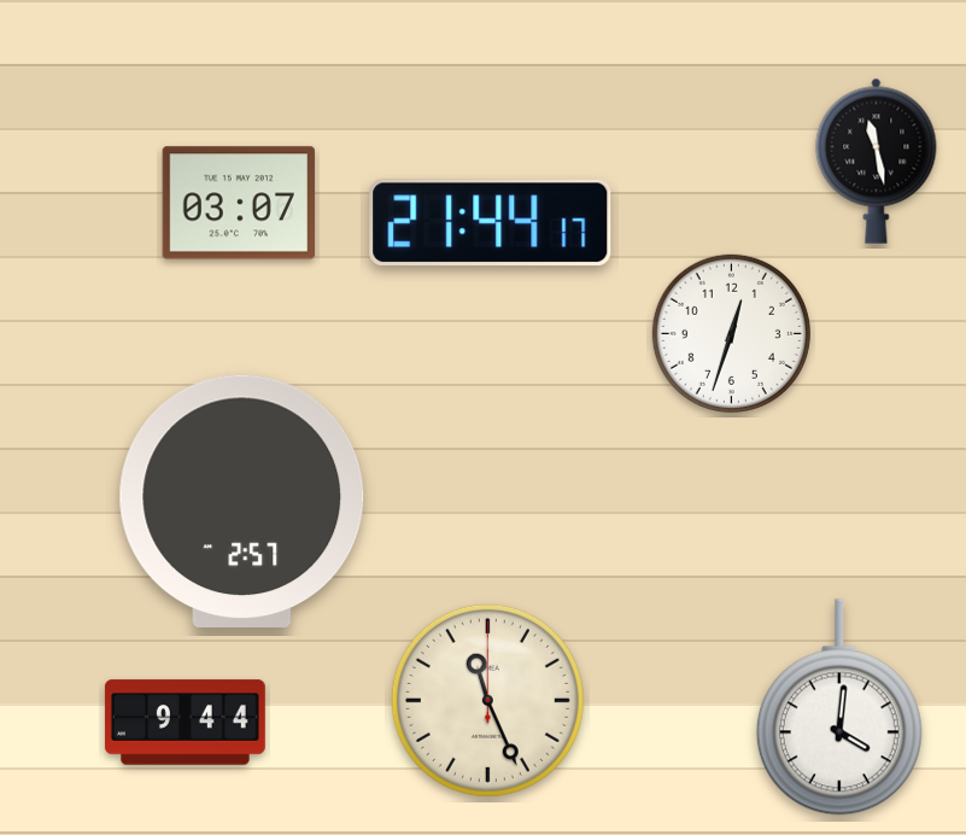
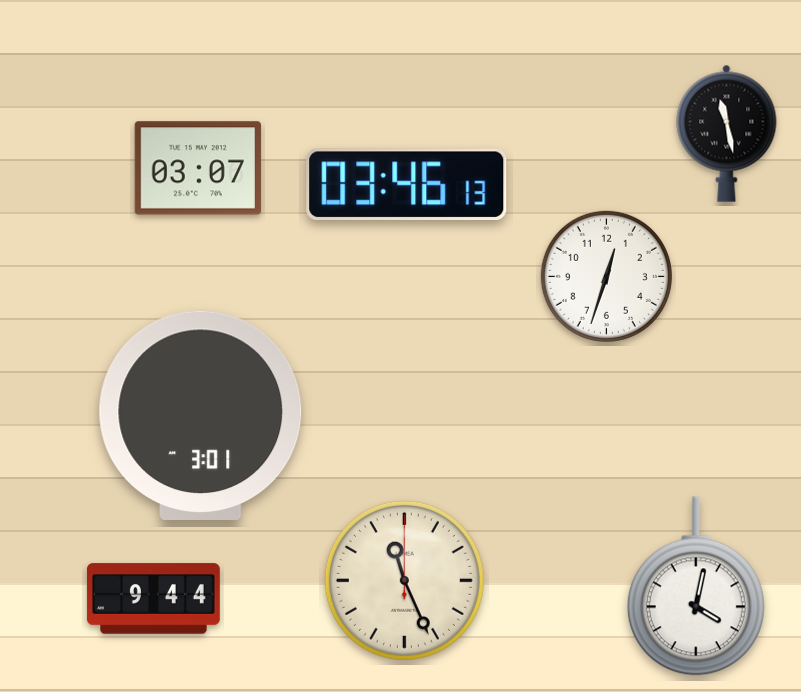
clock at (491, 222): 21:44 -> 03:46
clock at (242, 501): 2:57 -> 3:01
clock at (839, 707): 4:01 -> 4:02
